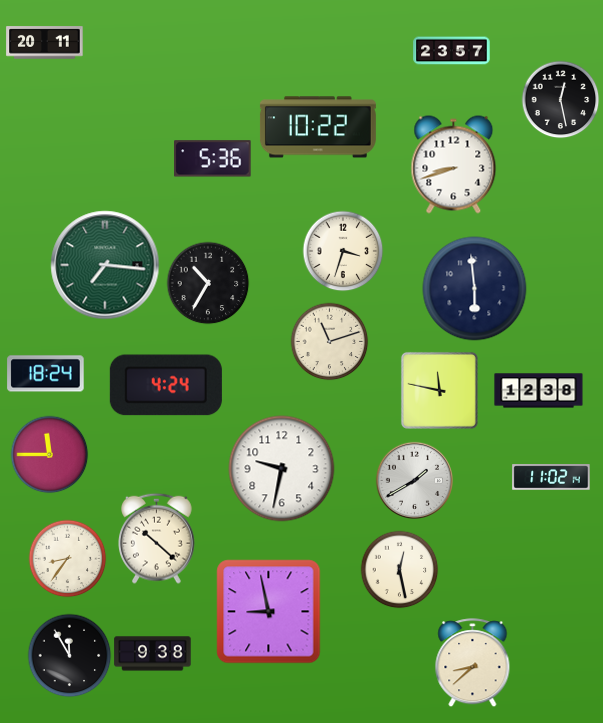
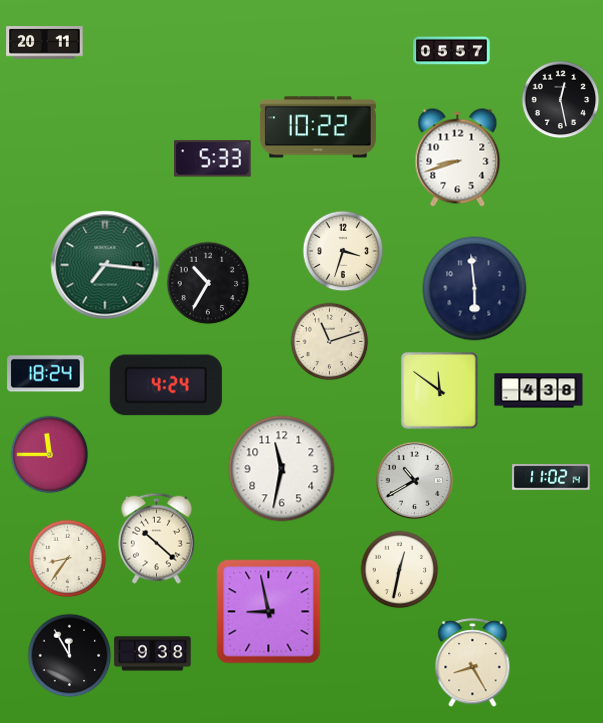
clock at (452, 51): 23:57 -> 05:57
clock at (213, 159): 5:36 -> 5:33
clock at (454, 165) position: (454, 165) -> (458, 158)
clock at (439, 390): 11:47 -> 11:51
clock at (539, 391): 12:38 -> 4:38
clock at (282, 469): 9:32 -> 11:32
clock at (414, 480): 1:40 -> 10:40
clock at (399, 569): 12:28 -> 12:32
clock at (473, 663): 8:38 -> 8:25
